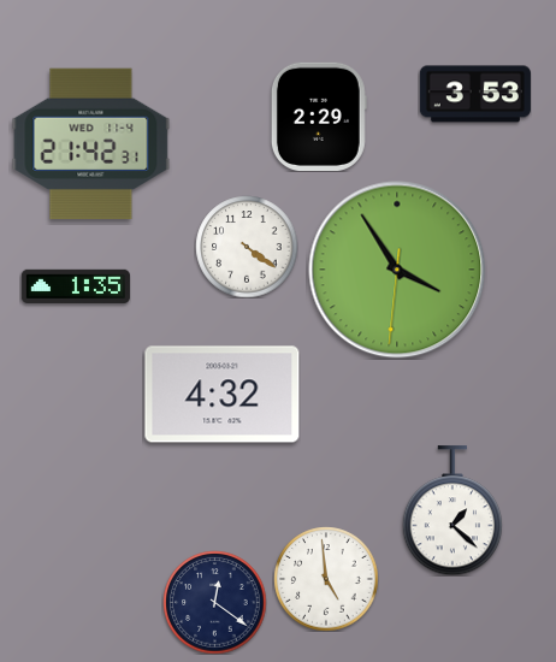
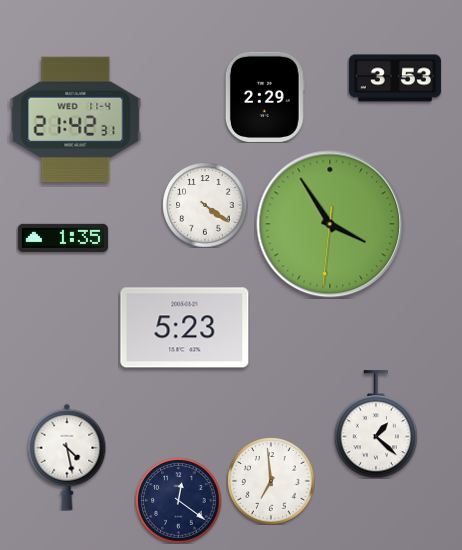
clock at (223, 395): 4:32 -> 5:23
clock at (67, 457): none -> 4:28
clock at (326, 579): 4:59 -> 6:59
